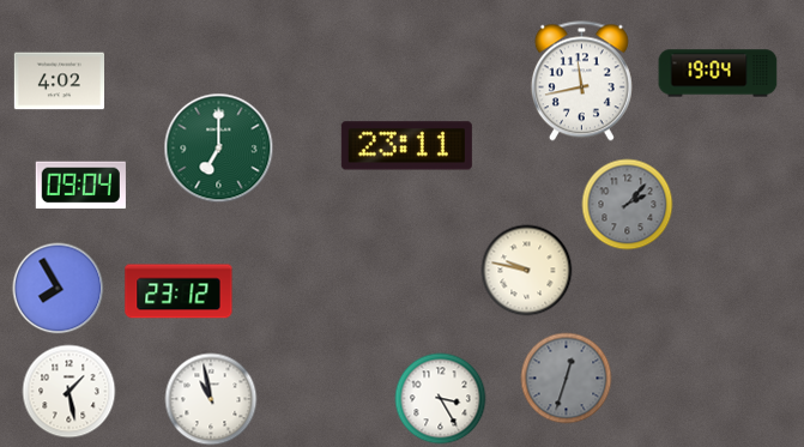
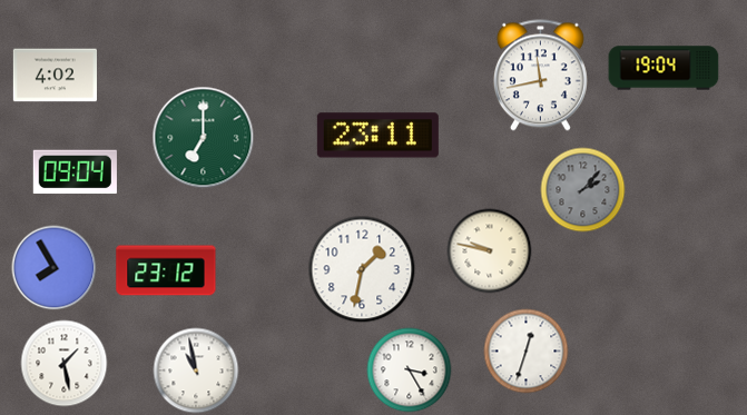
clock at (718, 73) position: (718, 73) -> (664, 68)
clock at (362, 269): none -> 1:32
clock at (567, 379) dial: grey -> white
